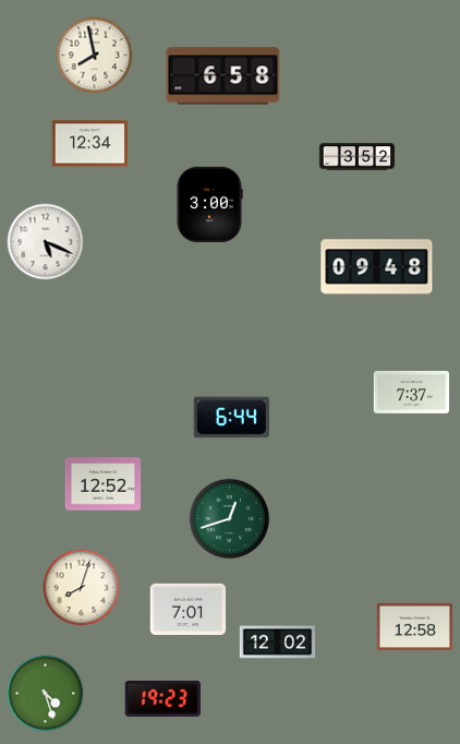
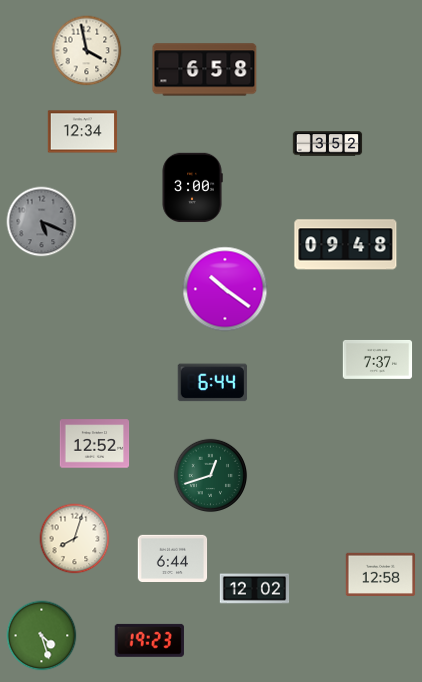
clock at (95, 56): 7:58 -> 3:58
clock at (46, 242) dial: white -> grey
clock at (225, 289): none -> 10:21
clock at (189, 609): 7:01 -> 6:44
